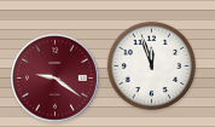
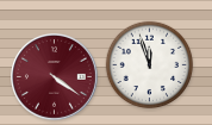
clock at (56, 79): 9:21 -> 4:21
